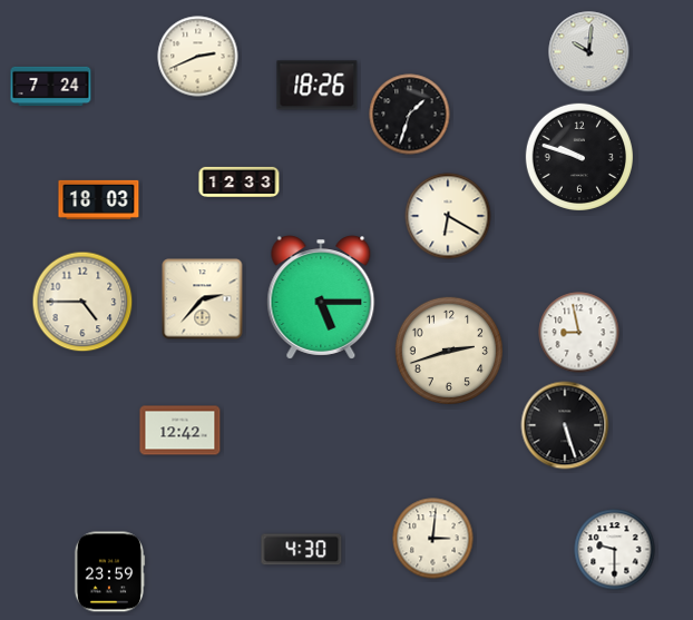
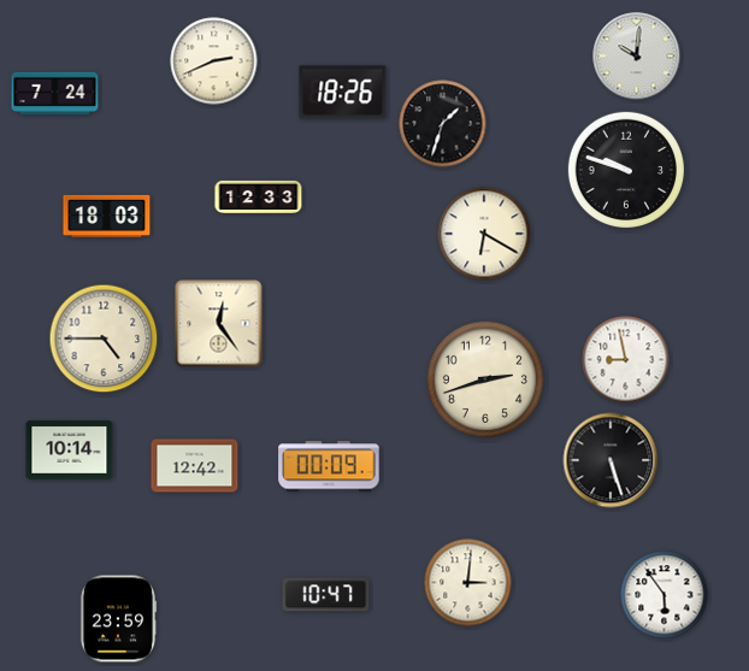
clock at (321, 297): 5:15 -> none
clock at (203, 299): 2:37 -> 12:24
clock at (82, 302) position: (82, 302) -> (104, 339)
clock at (70, 451): none -> 10:14
clock at (329, 466): none -> 00:09
clock at (302, 550): 4:30 -> 10:47
clock at (615, 550): 9:30 -> 5:54
